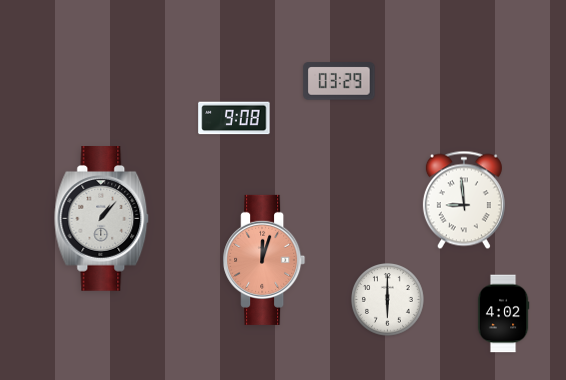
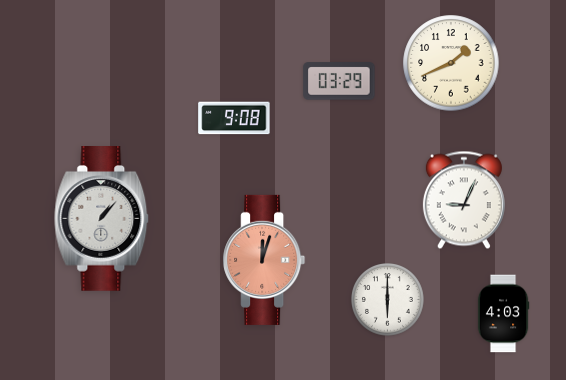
clock at (451, 63): none -> 1:41
clock at (464, 200): 8:59 -> 9:04
clock at (503, 314): 4:02 -> 4:03
